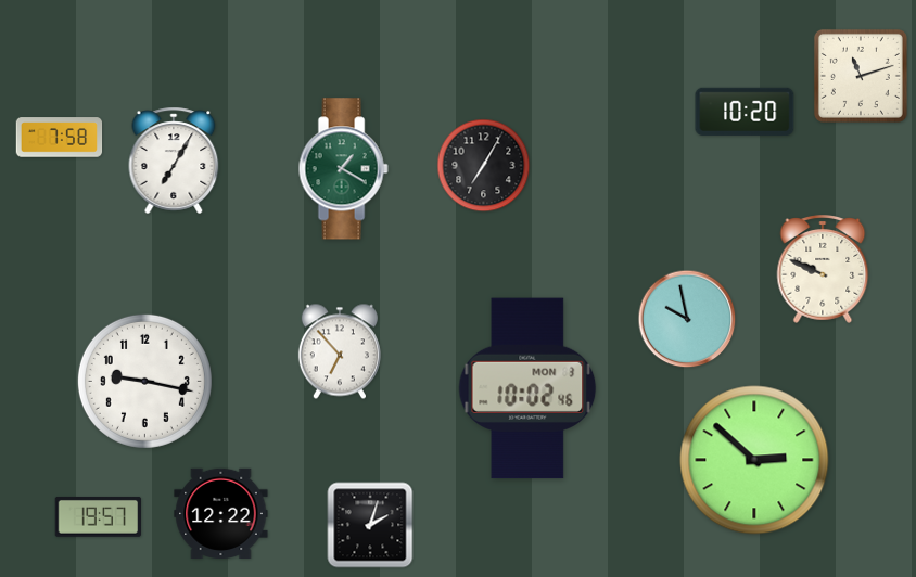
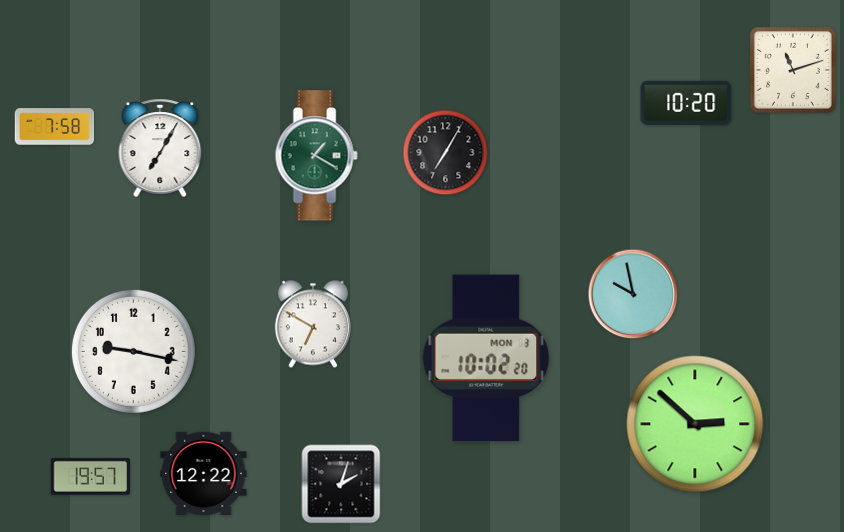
clock at (823, 270): 9:49 -> none
clock at (340, 351): 6:53 -> 6:50
clock at (527, 388): 10:02:46 -> 10:02:20
